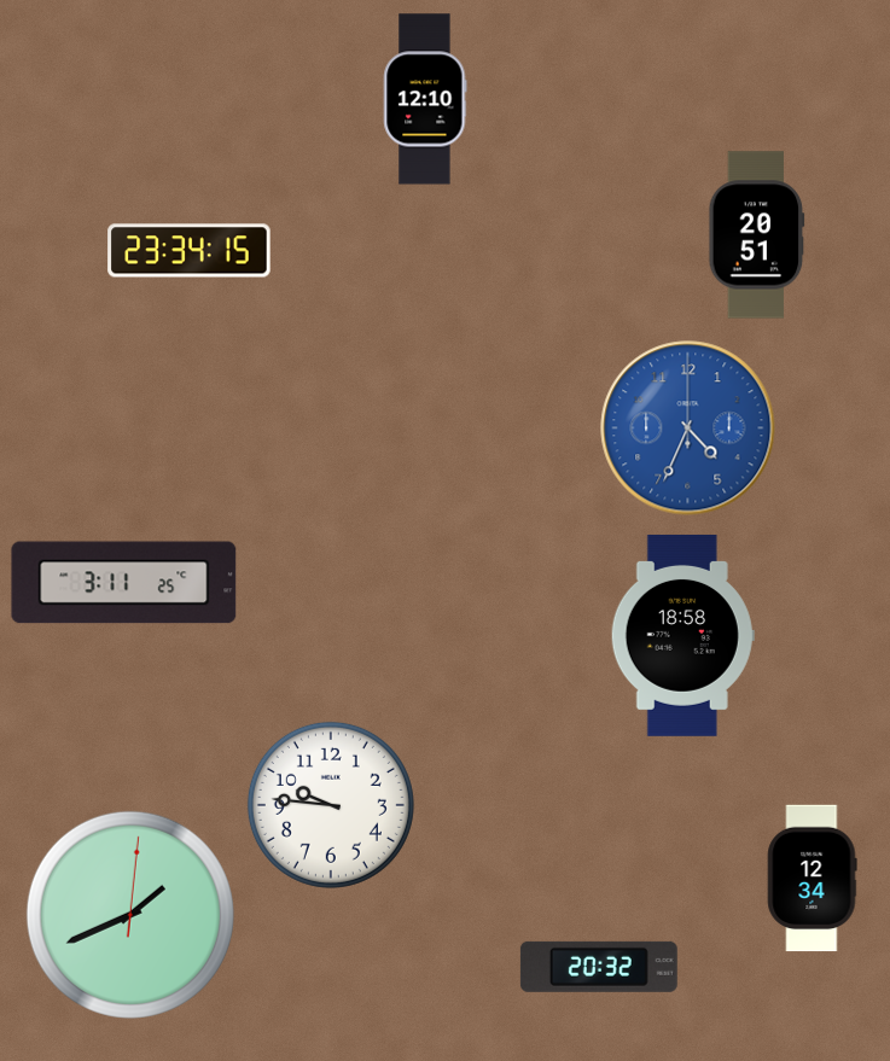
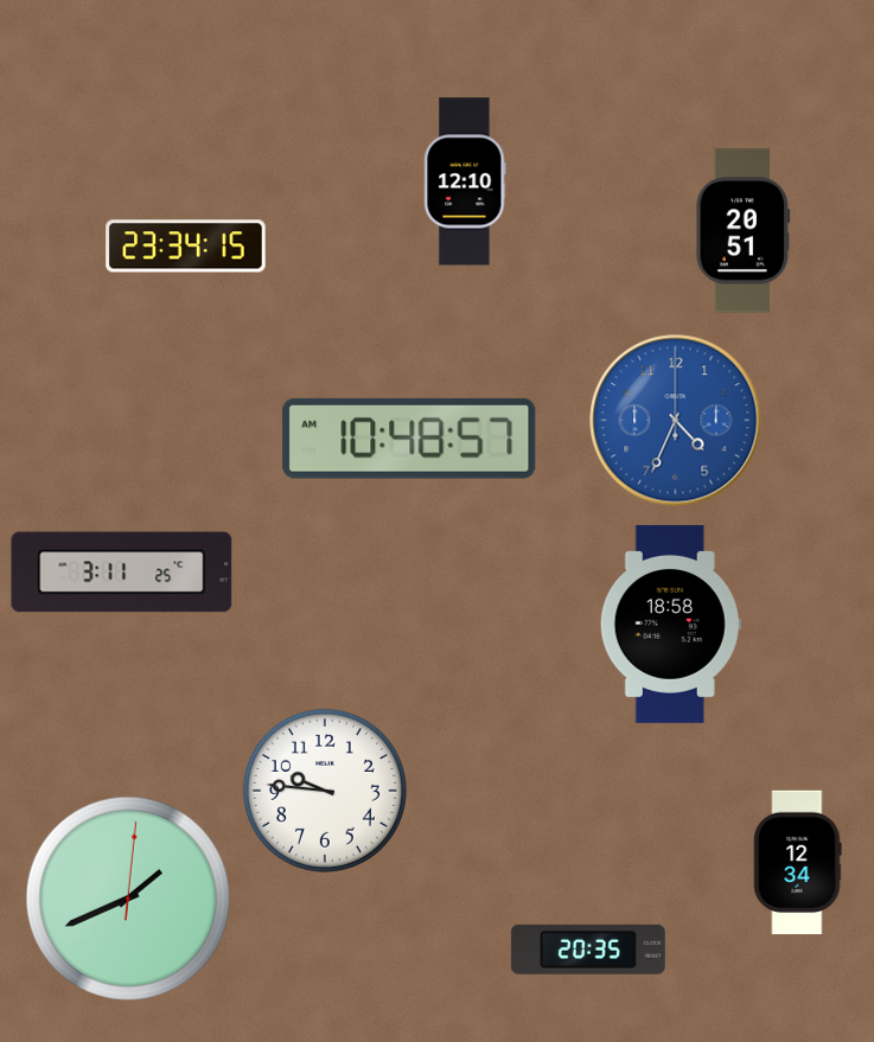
clock at (425, 99) position: (425, 99) -> (465, 181)
clock at (409, 439): none -> 10:48
clock at (599, 967): 20:32 -> 20:35
